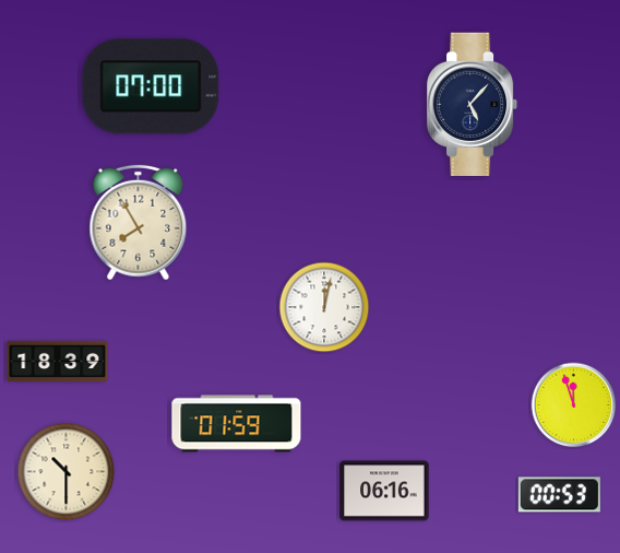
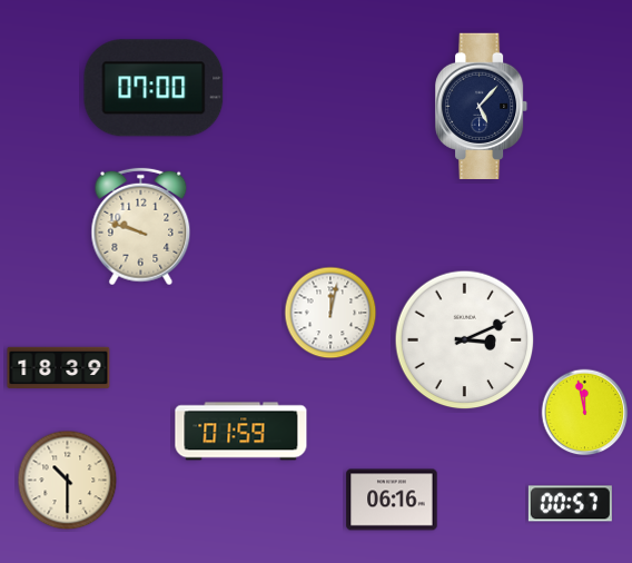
clock at (139, 223): 7:55 -> 9:48
clock at (465, 340): none -> 3:11
clock at (574, 405): 11:57 -> 11:58
clock at (559, 495): 00:53 -> 00:57
